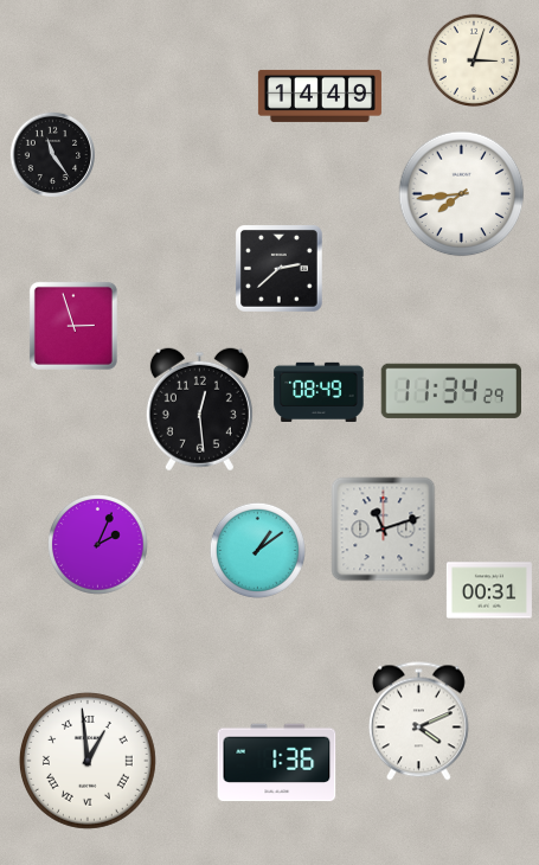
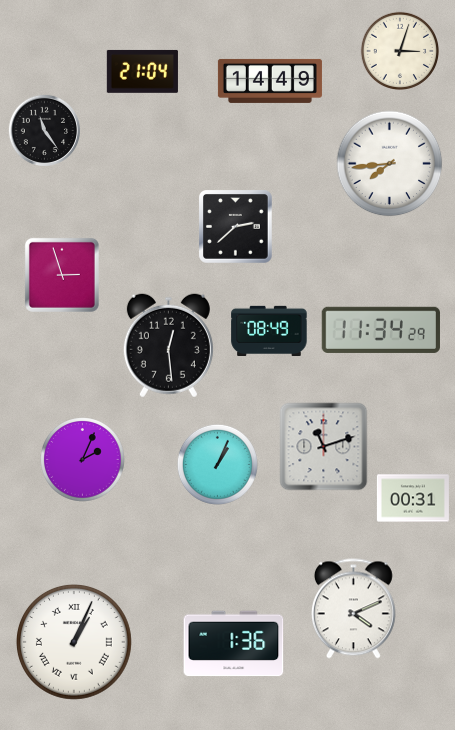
clock at (142, 71): none -> 21:04
clock at (257, 550): 1:09 -> 1:04
clock at (88, 761): 12:59 -> 1:04
